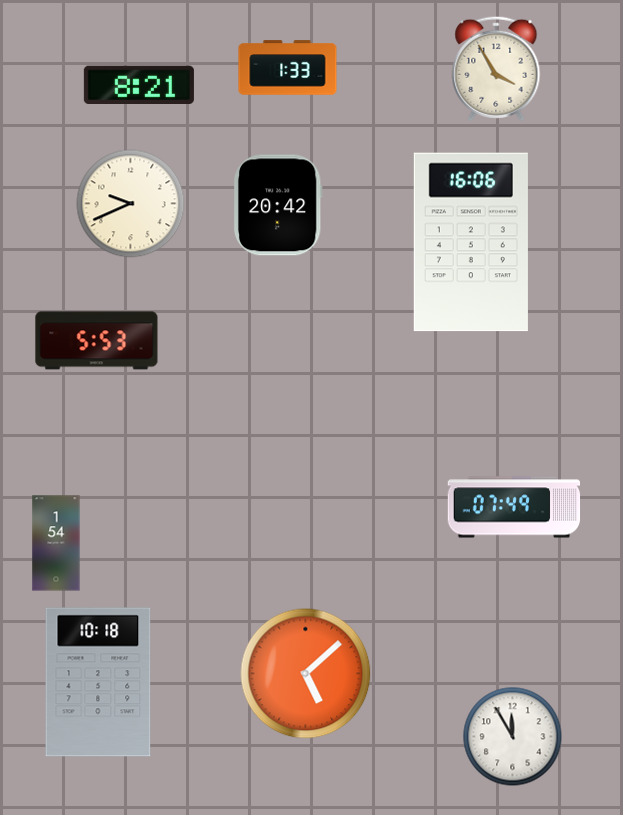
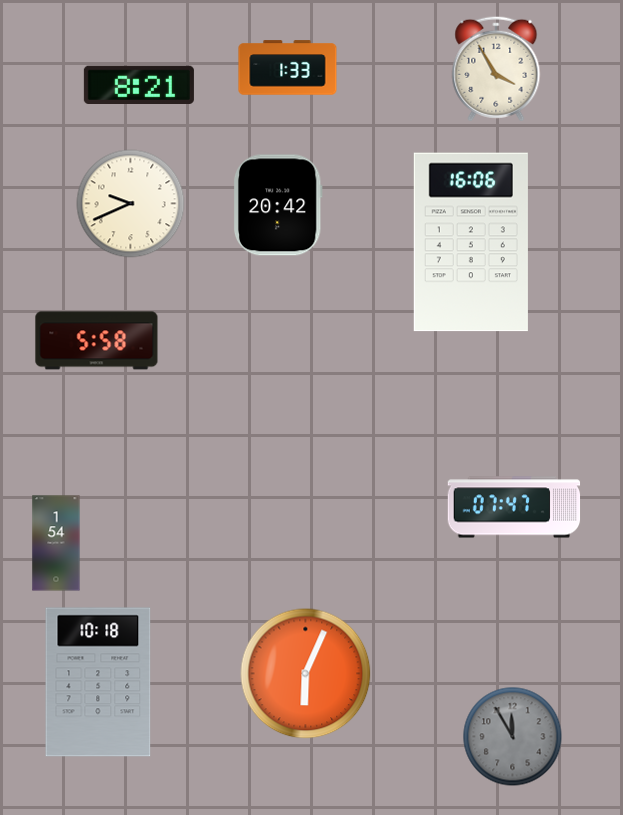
clock at (97, 341): 5:53 -> 5:58
clock at (514, 507): 07:49 -> 07:47
clock at (306, 674): 5:08 -> 6:04
clock at (513, 737) dial: white -> grey
